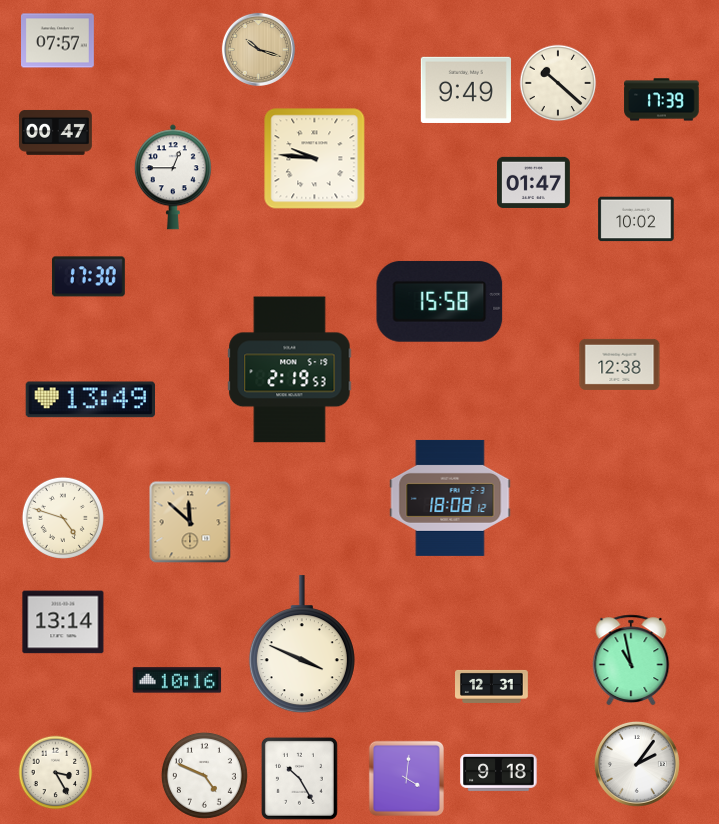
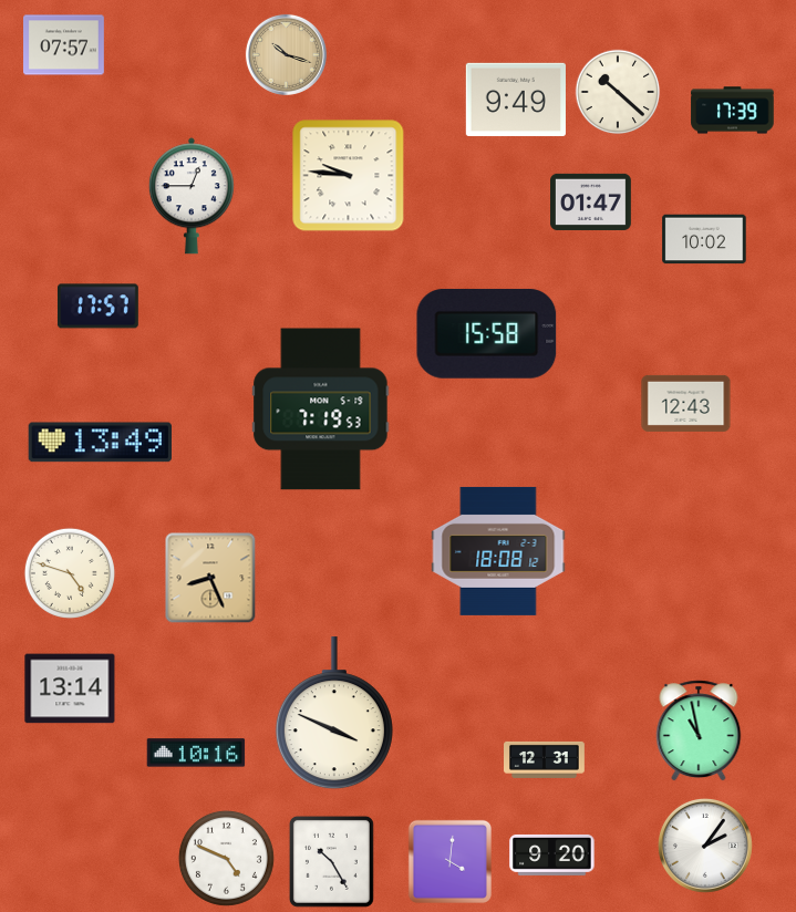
clock at (56, 132): 00:47 -> none
clock at (636, 219) position: (636, 219) -> (704, 239)
clock at (88, 277): 17:30 -> 17:57
clock at (620, 364): 12:38 -> 12:43
clock at (290, 370): 2:19 -> 7:19
clock at (190, 522): 11:52 -> 8:26
clock at (499, 772): 9:18 -> 9:20
clock at (56, 773): 3:25 -> none
